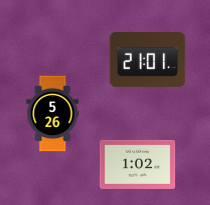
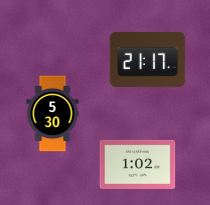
clock at (148, 59): 21:01 -> 21:17
clock at (53, 114): 5:26 -> 5:30
